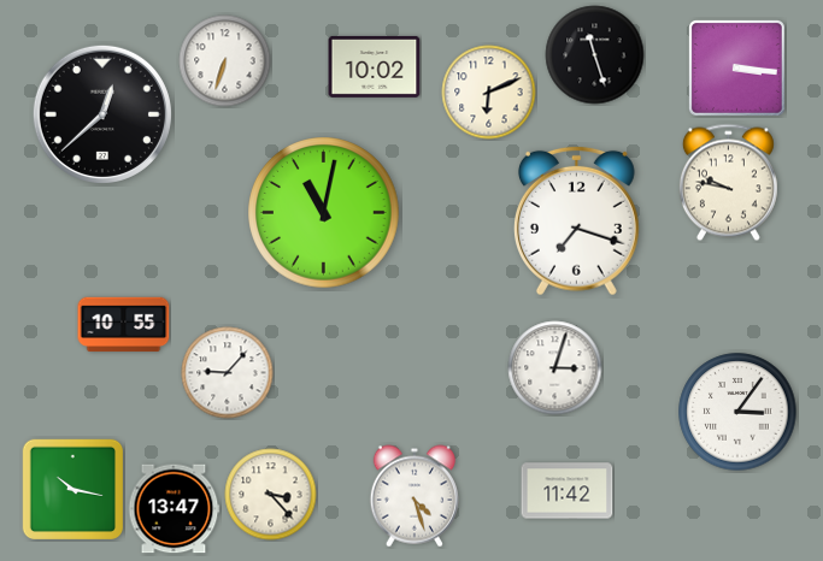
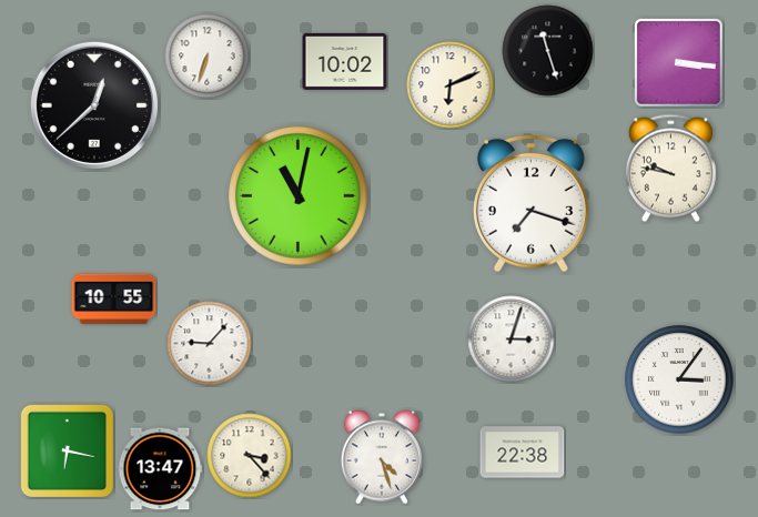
clock at (72, 489): 10:17 -> 6:17
clock at (568, 491): 11:42 -> 22:38
